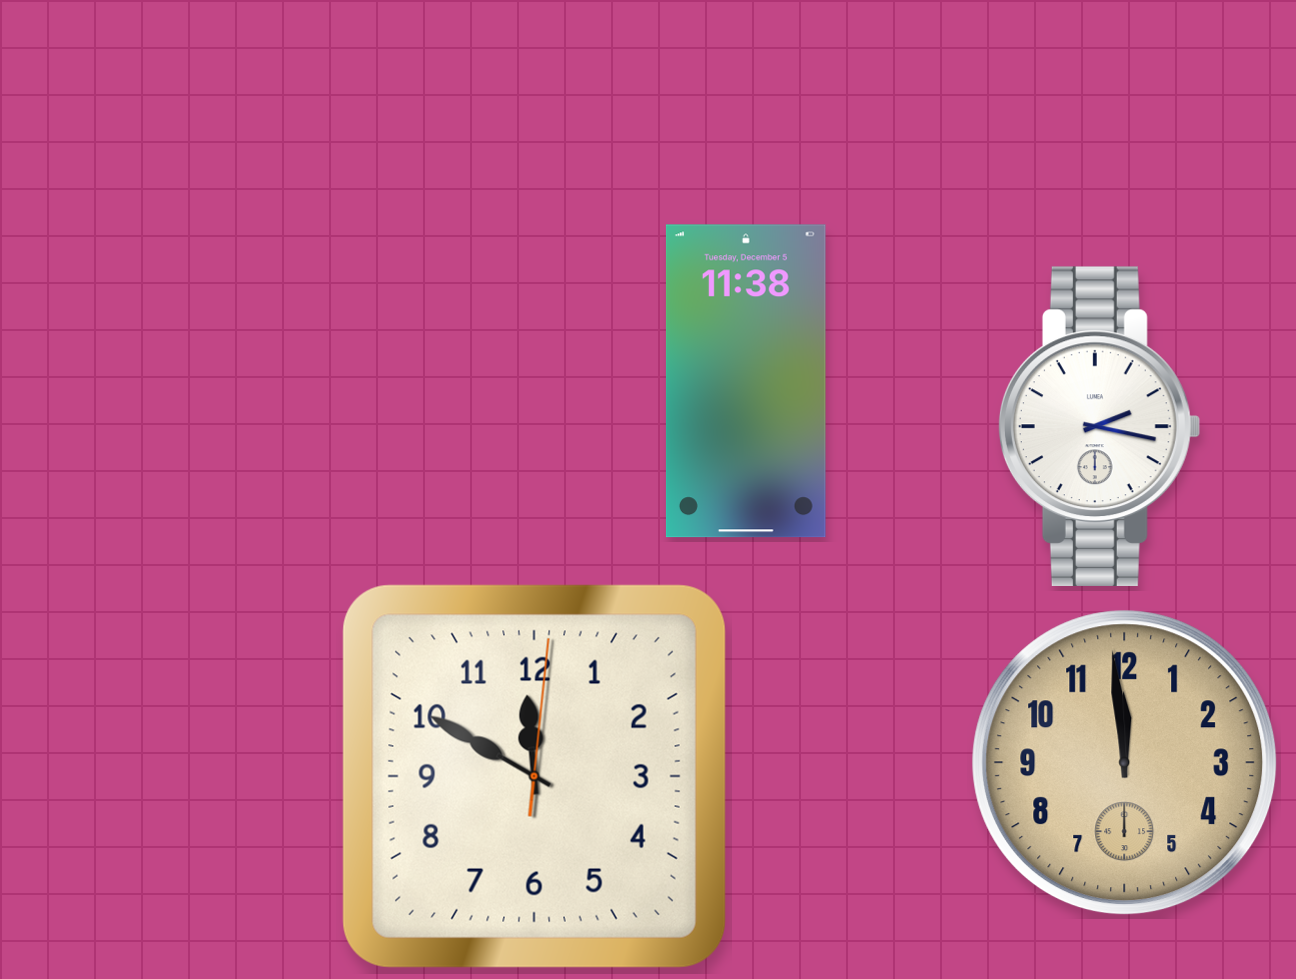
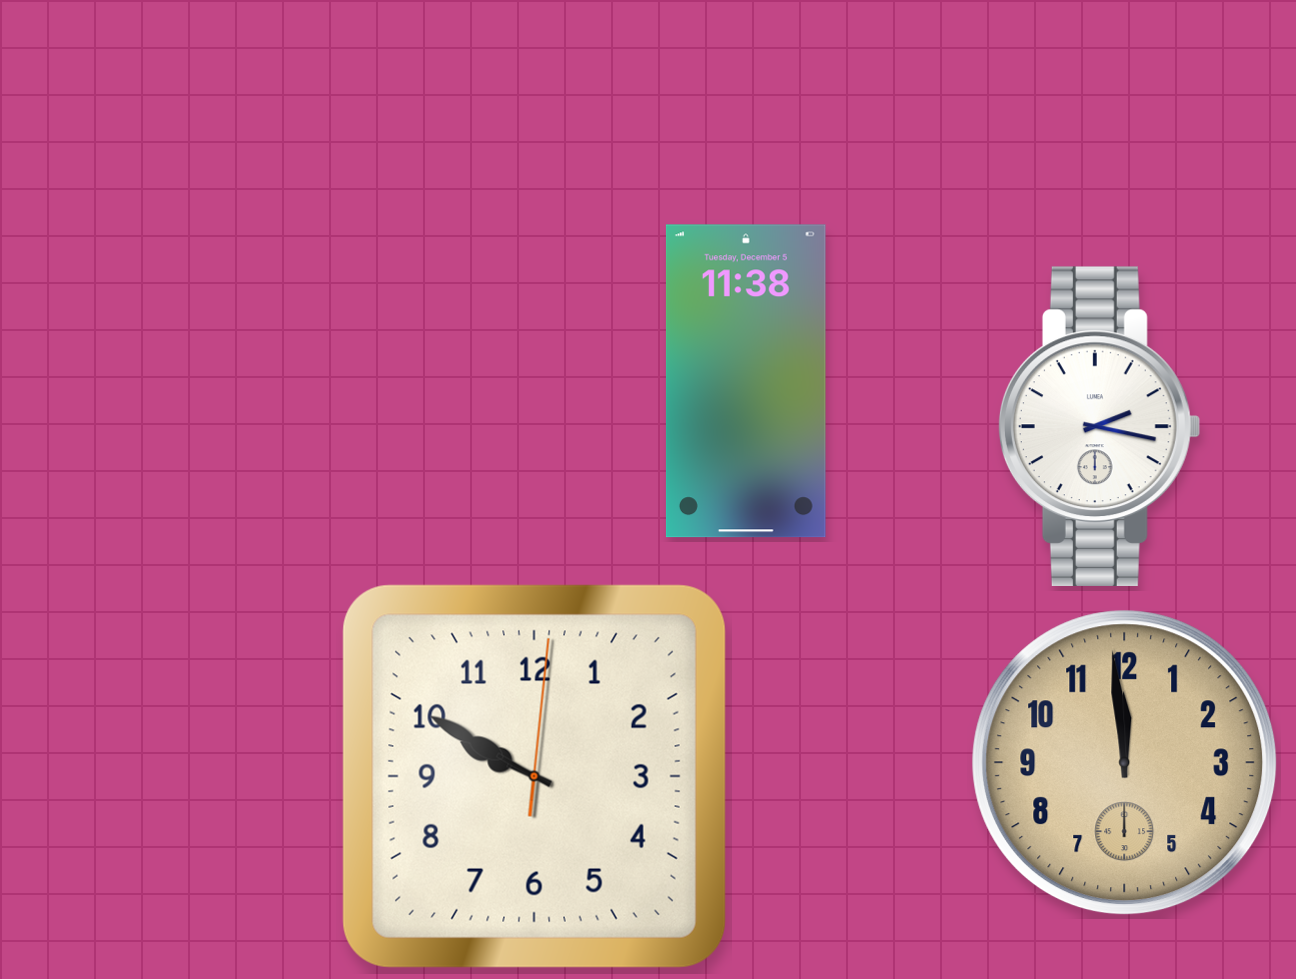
clock at (534, 776): 11:50 -> 9:50
